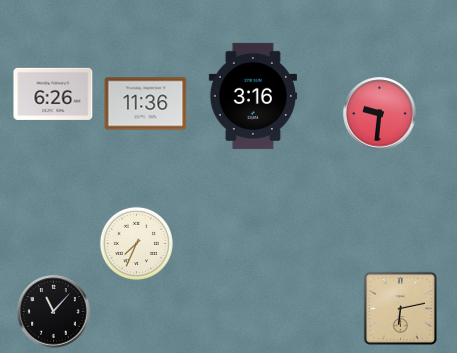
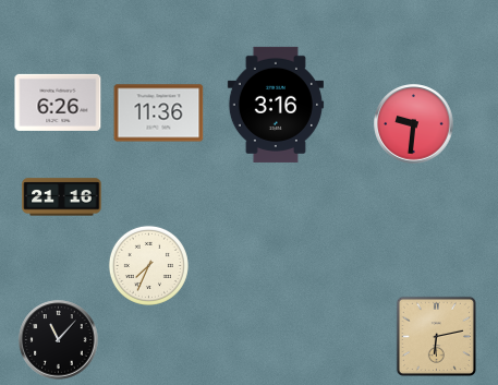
clock at (62, 197): none -> 21:16
